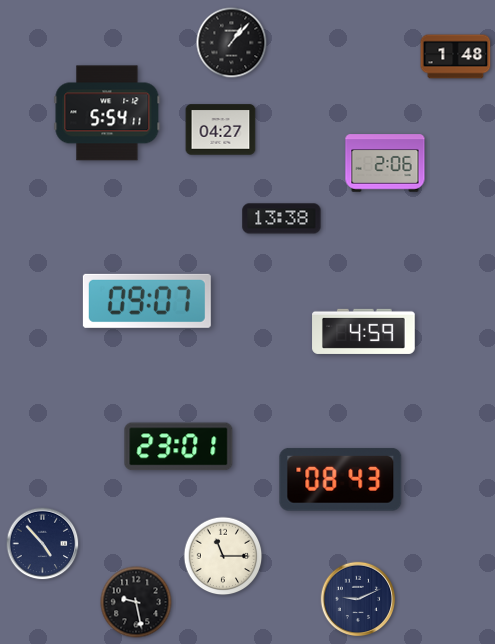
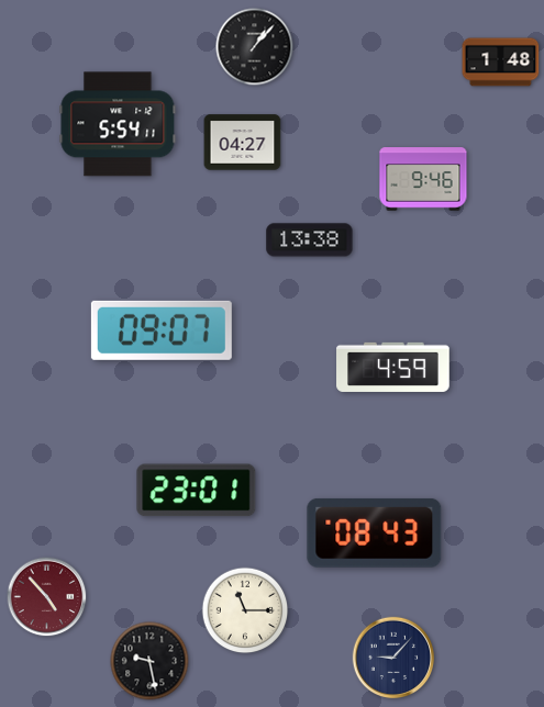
clock at (385, 163): 2:06 -> 9:46
clock at (364, 331) position: (364, 331) -> (393, 367)
clock at (341, 479) position: (341, 479) -> (375, 532)
clock at (43, 544) dial: navy -> burgundy
clock at (358, 599): 9:11 -> 9:07
